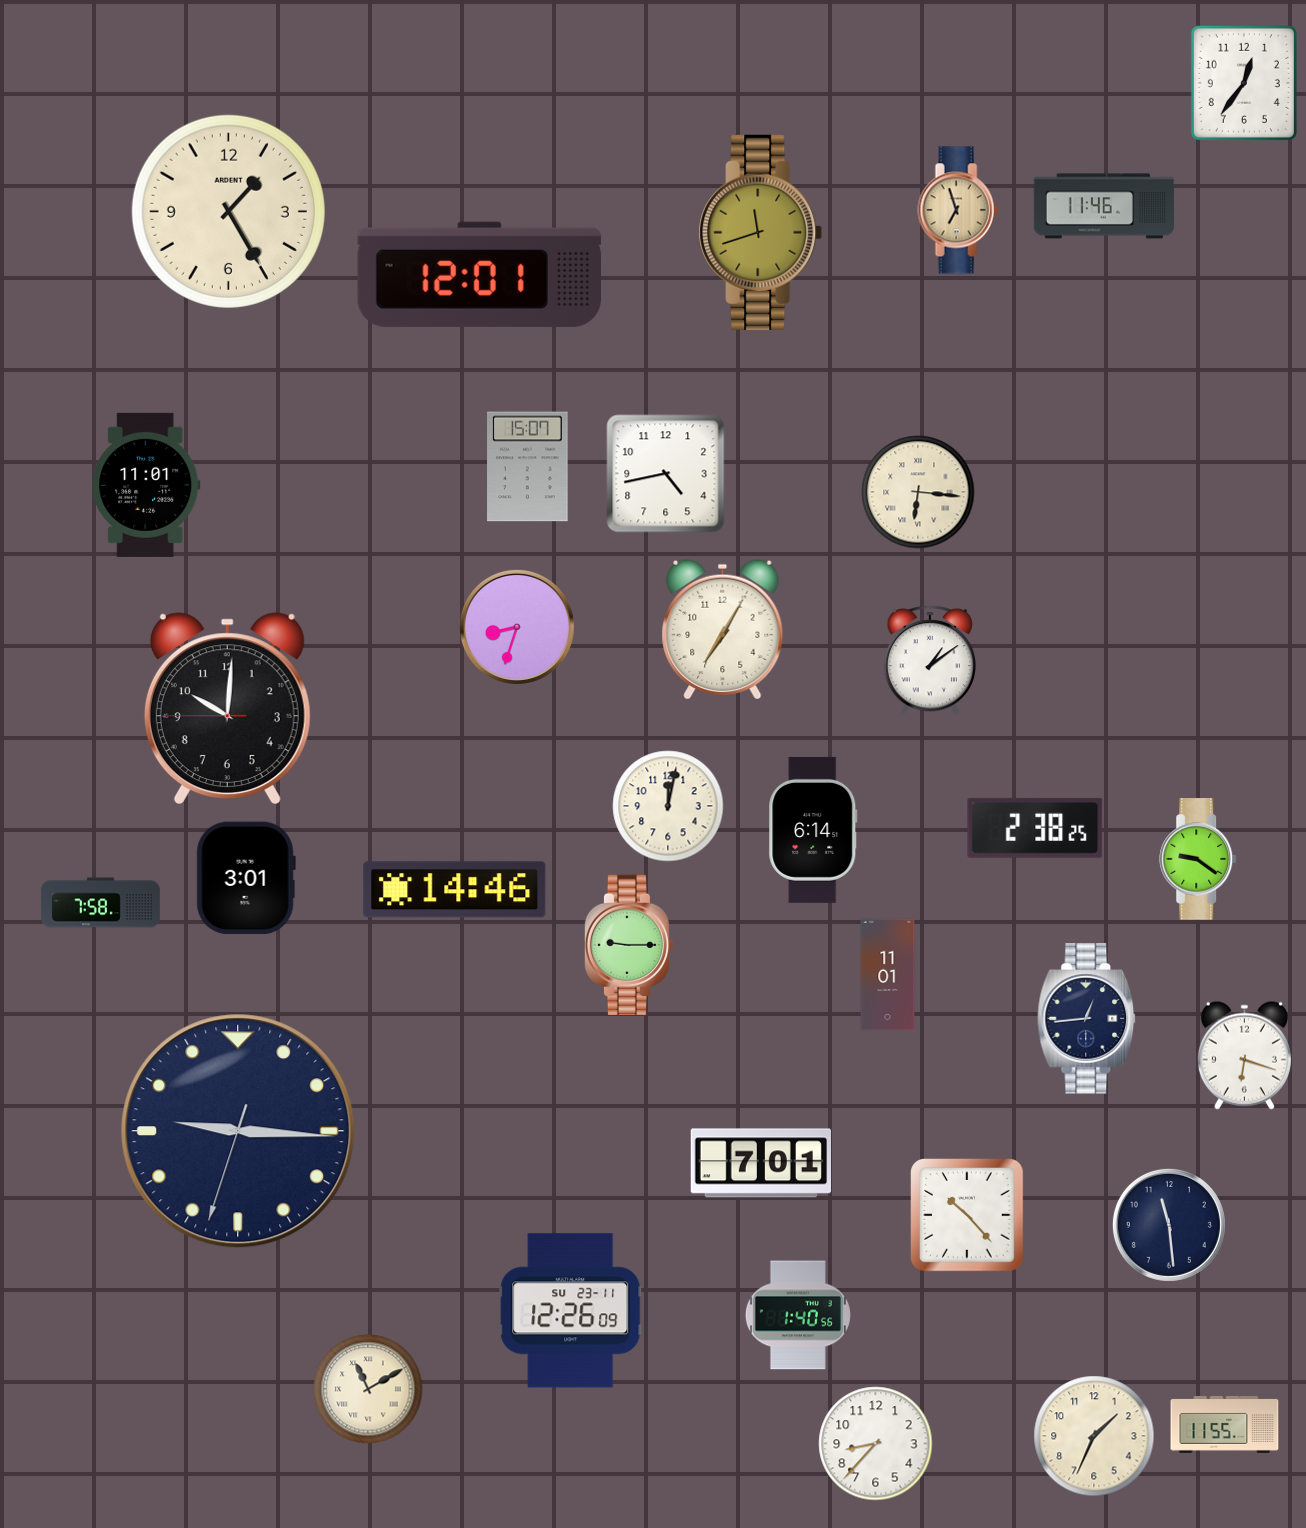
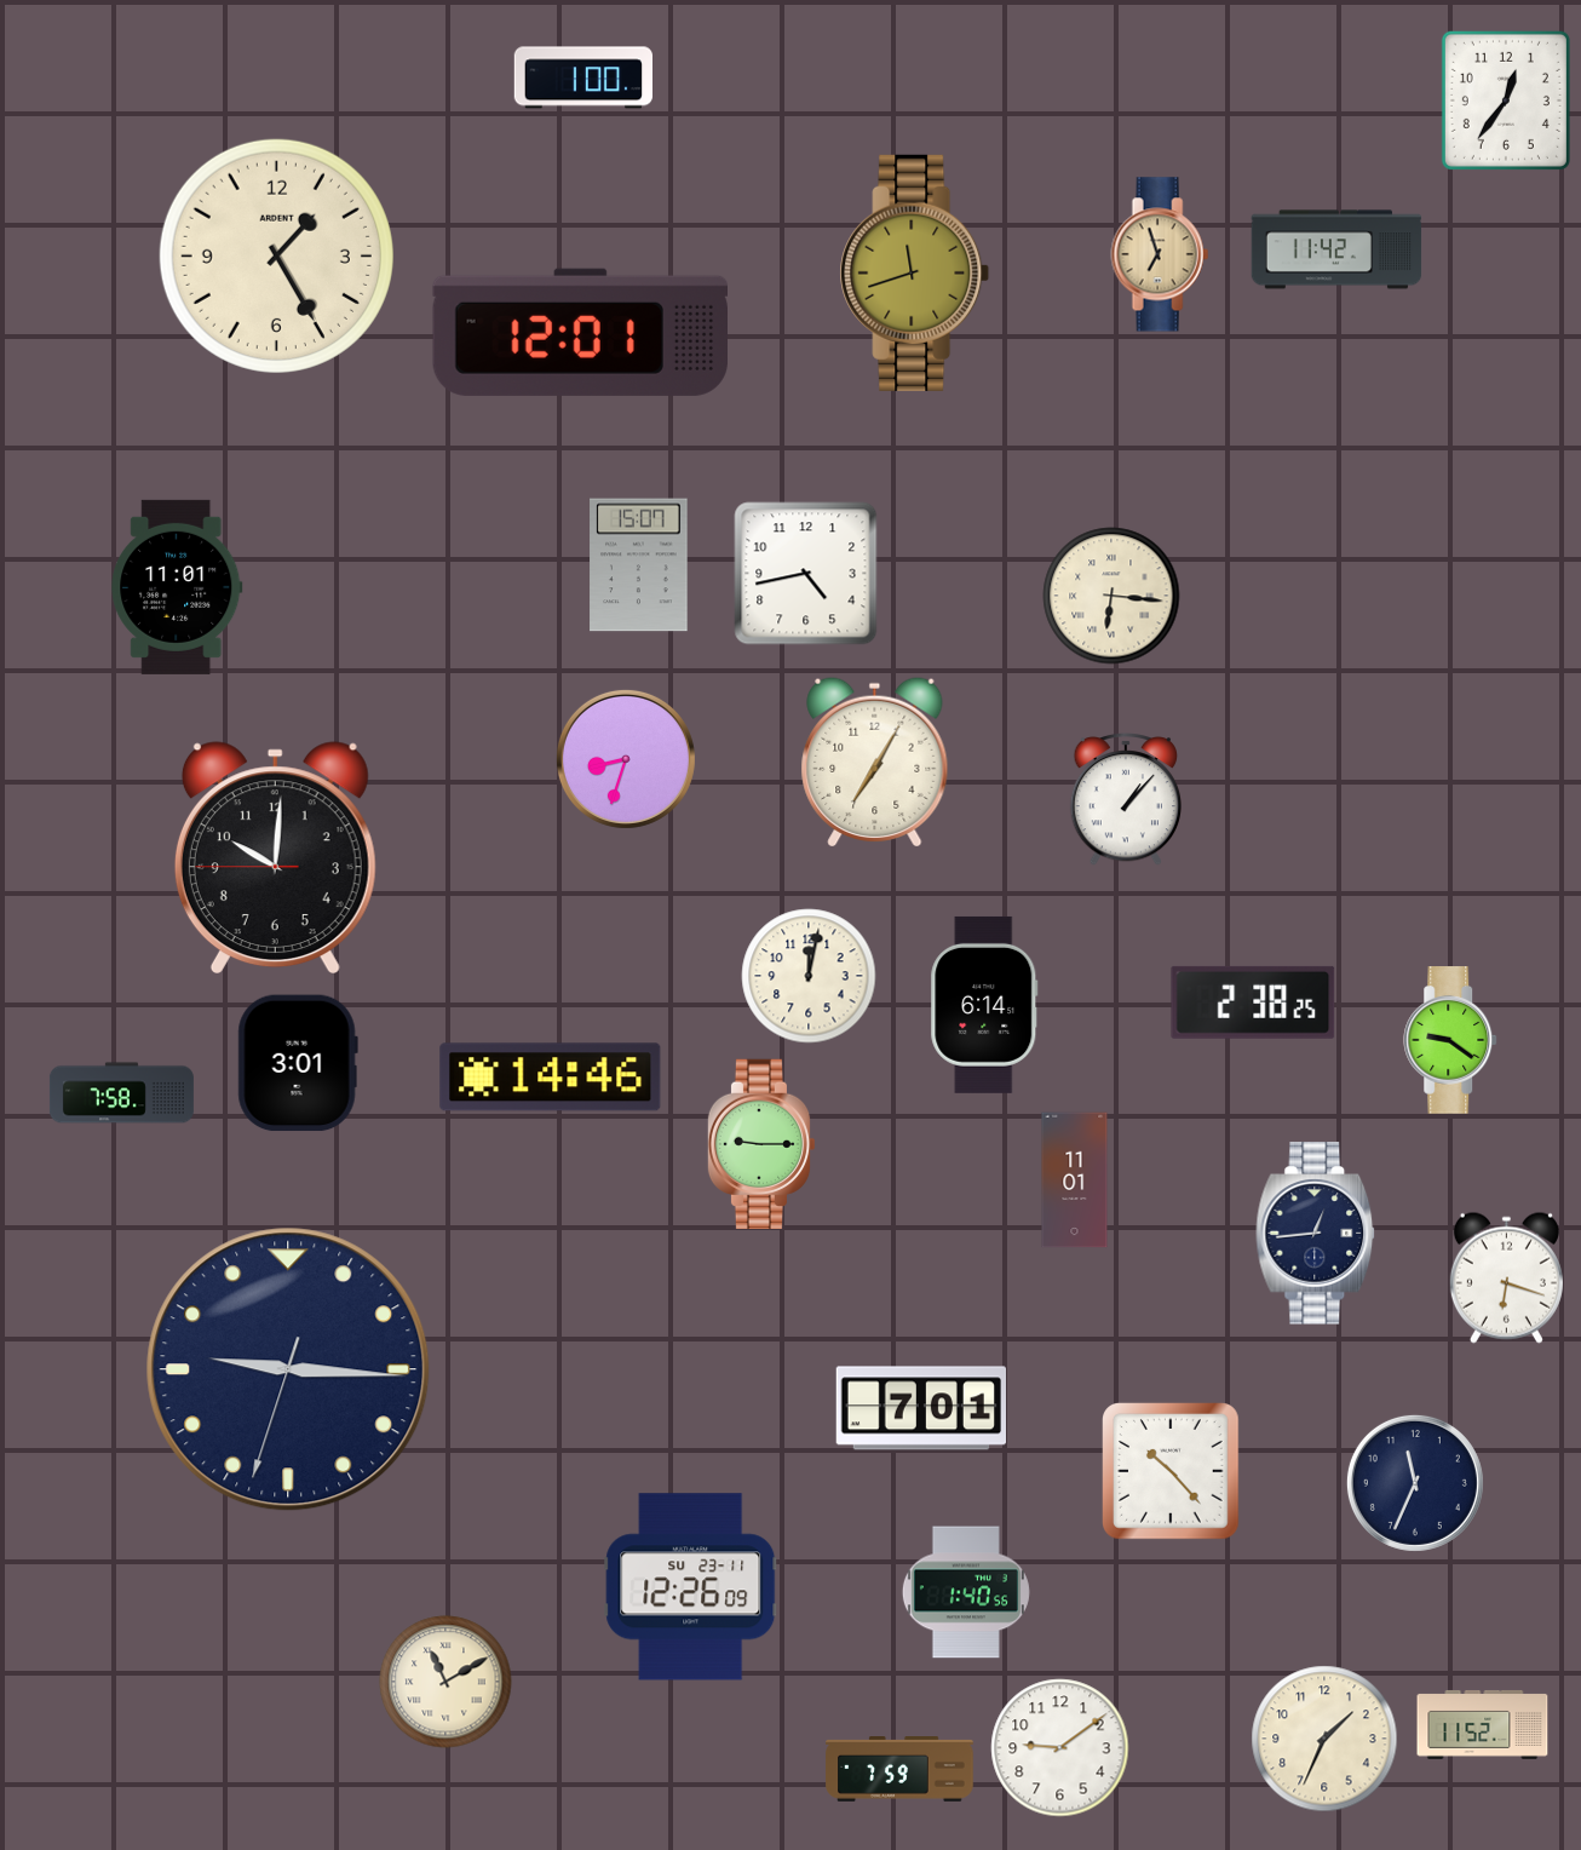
clock at (583, 77): none -> 1:00
clock at (1104, 206): 11:46 -> 11:42
clock at (761, 232) position: (761, 232) -> (915, 272)
clock at (930, 661): 1:09 -> 1:07
clock at (1169, 1225): 11:29 -> 11:34
clock at (1225, 1424): 11:55 -> 11:52
clock at (876, 1444): 8:37 -> 9:09
clock at (899, 1770): none -> 7:59
